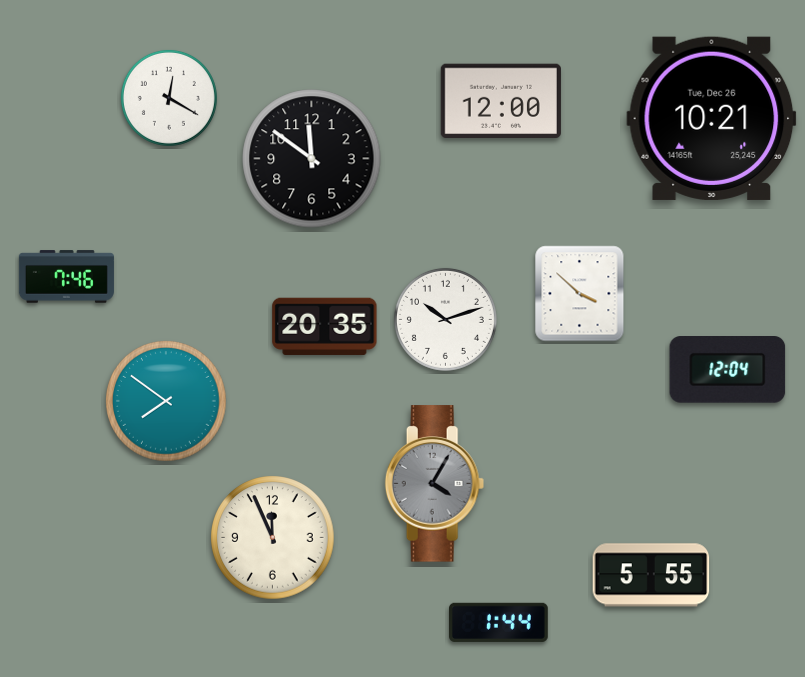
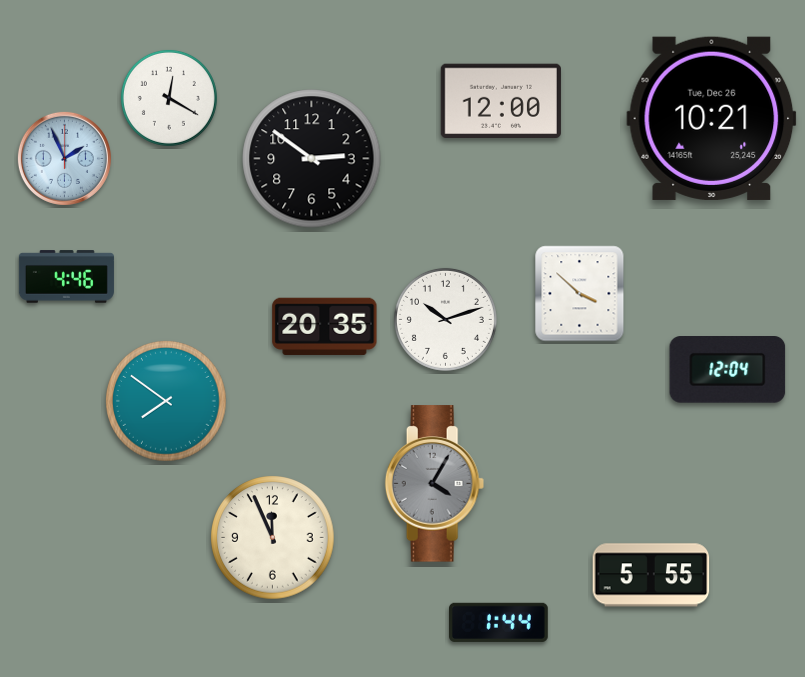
clock at (64, 158): none -> 1:56
clock at (312, 159): 11:51 -> 2:51
clock at (66, 277): 7:46 -> 4:46
